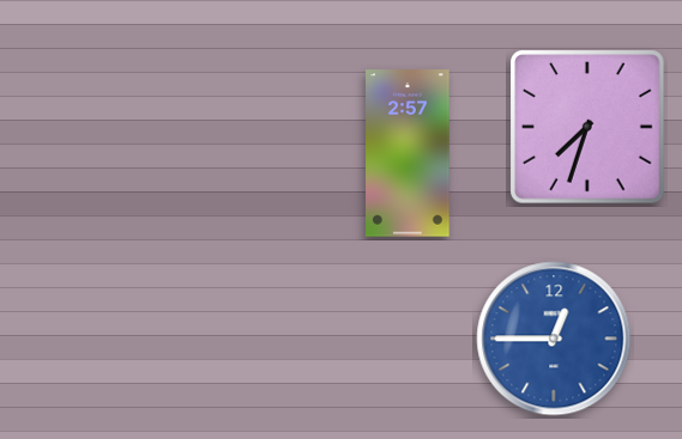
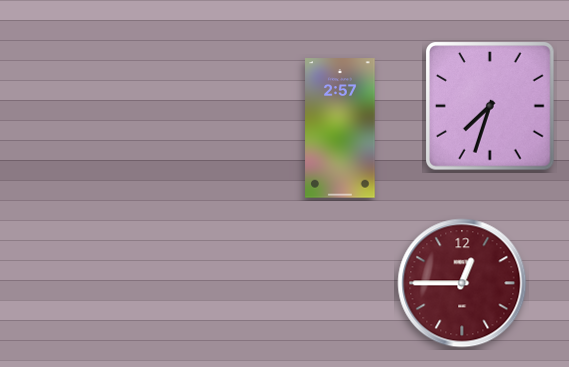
clock at (554, 339) dial: blue -> burgundy
